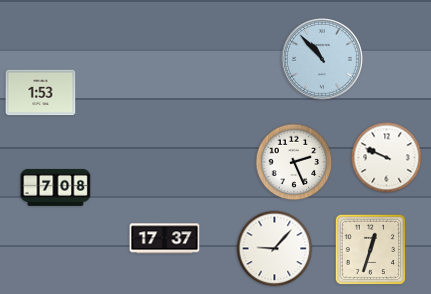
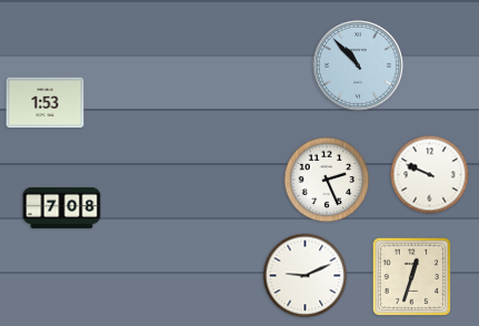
clock at (165, 239): 17:37 -> none
clock at (275, 249): 9:07 -> 9:11
